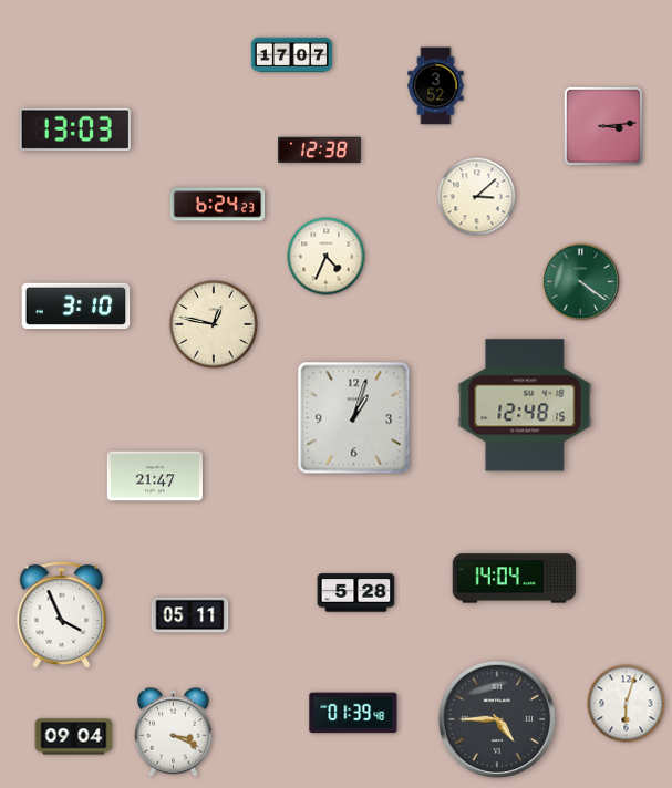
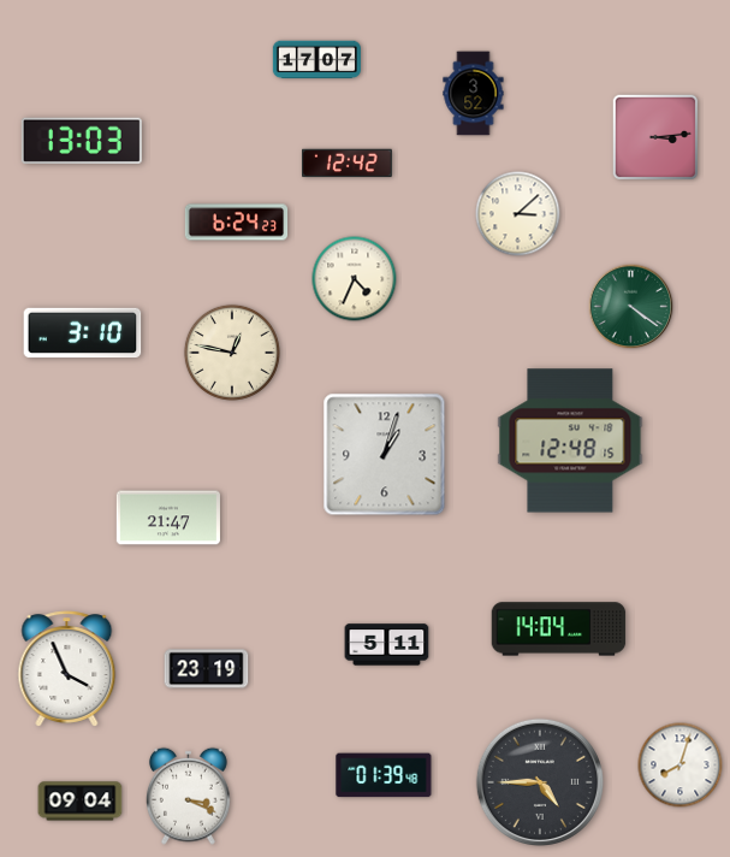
clock at (320, 151): 12:38 -> 12:42
clock at (356, 593): 5:28 -> 5:11
clock at (190, 615): 05:11 -> 23:19
clock at (627, 704): 6:03 -> 8:03
